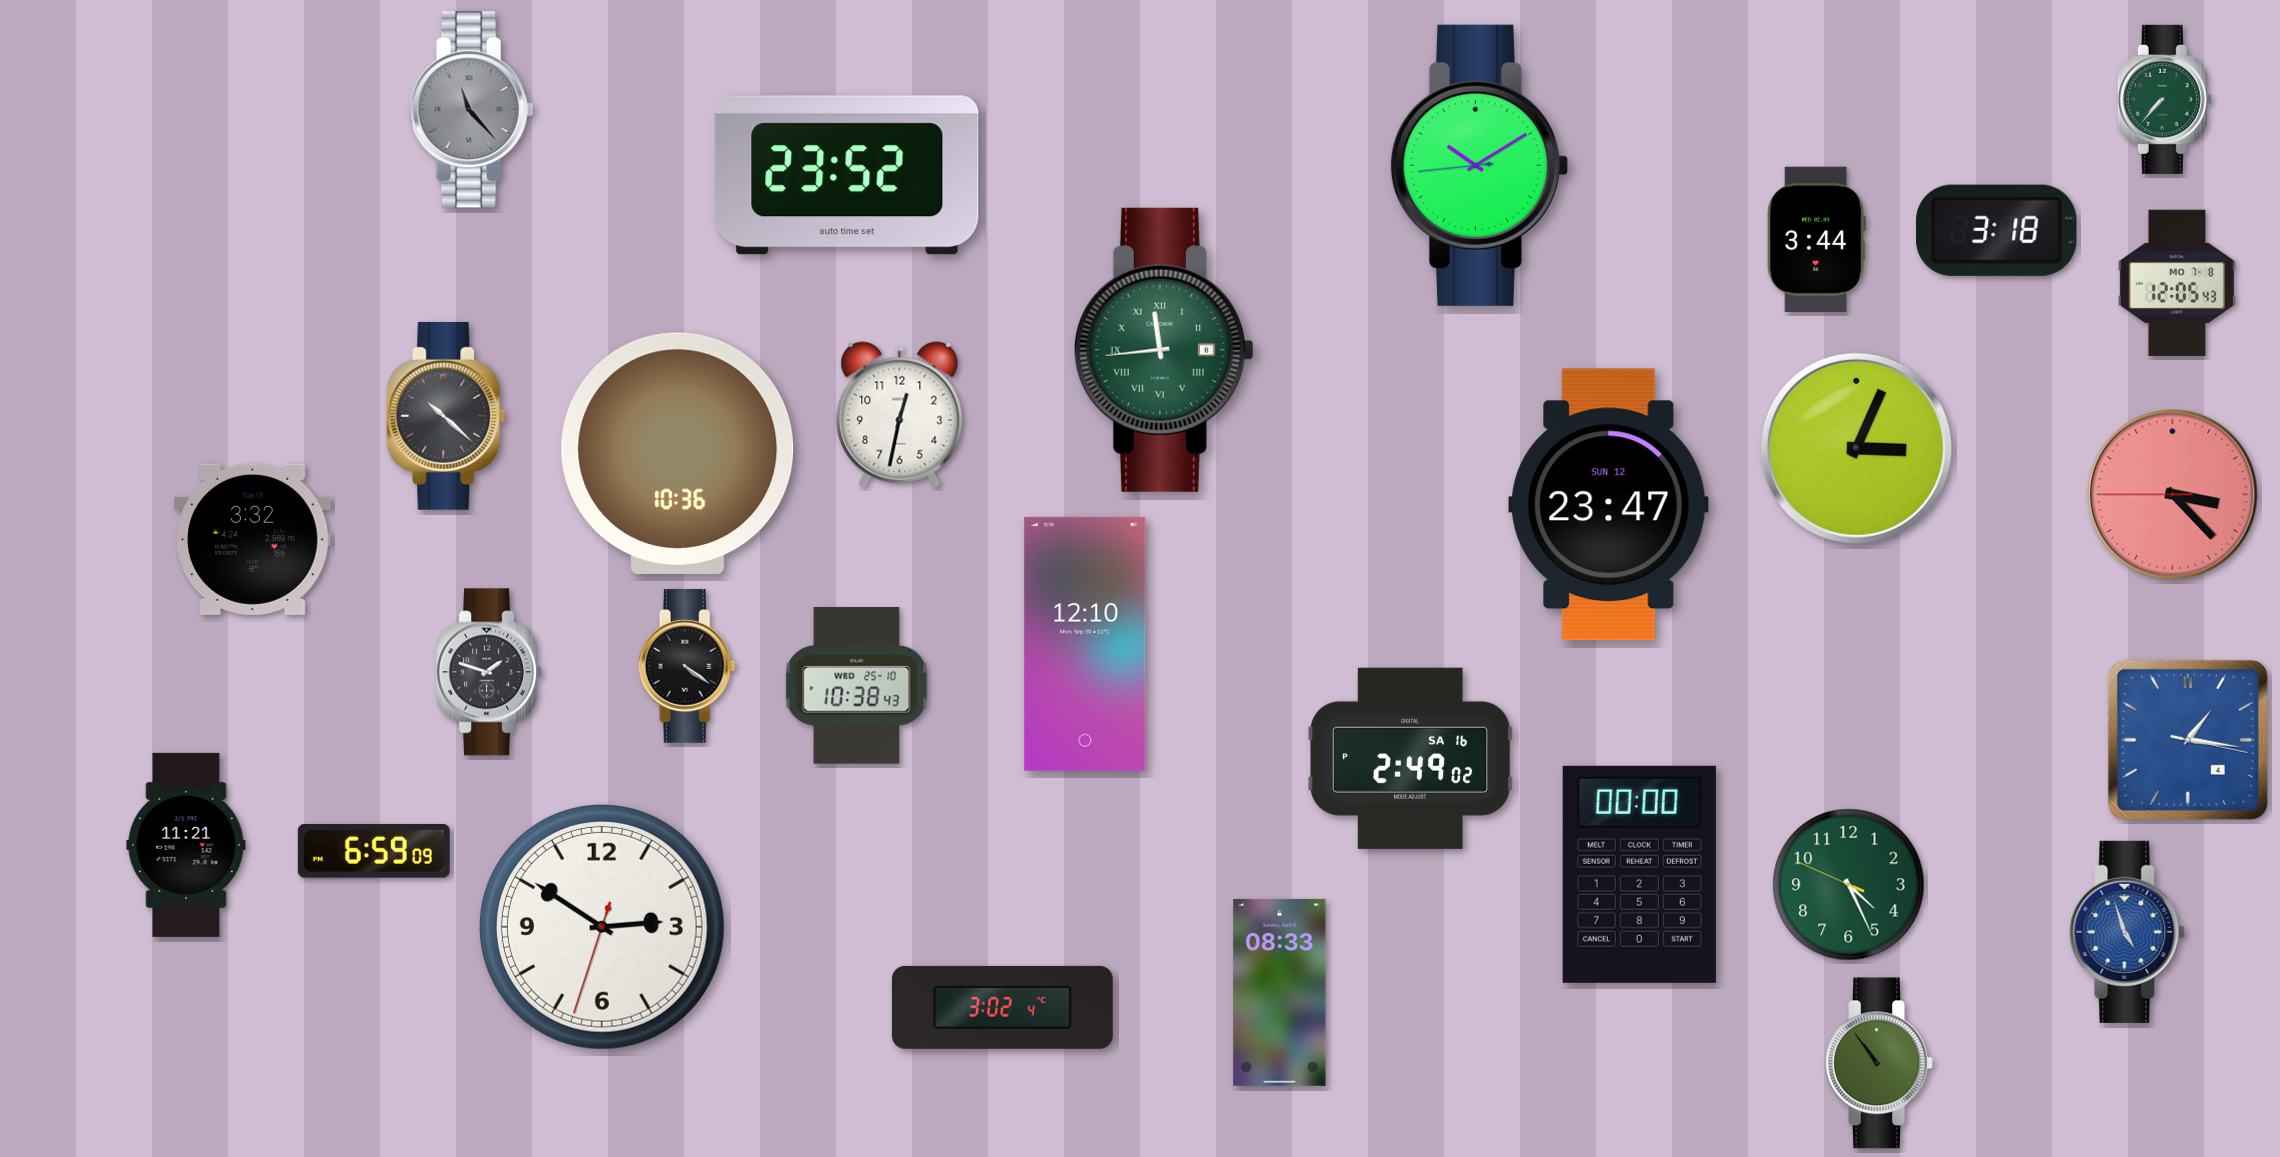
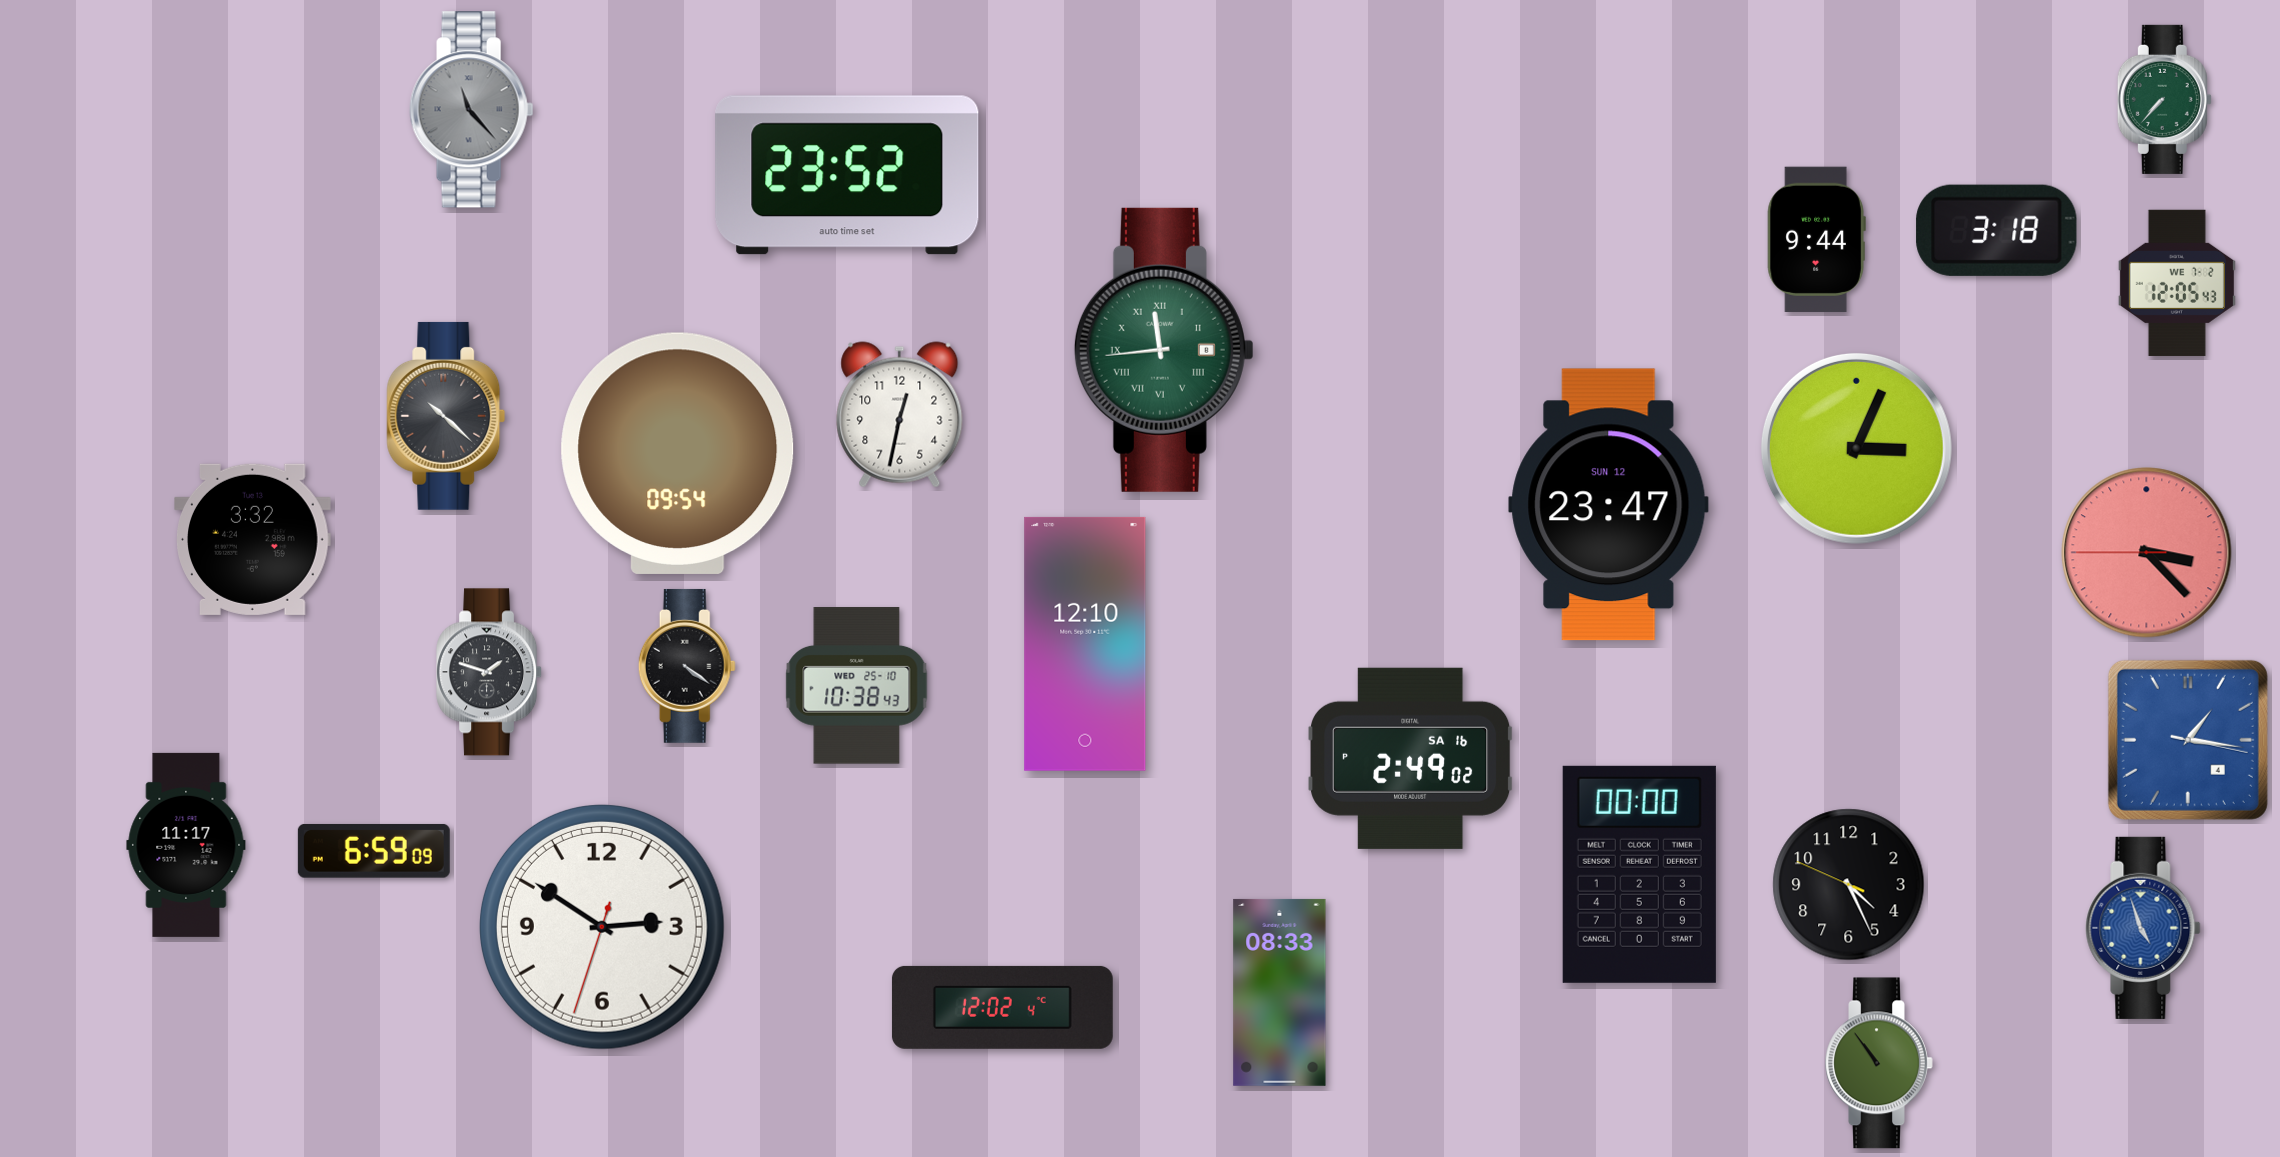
clock at (1479, 165): 10:09 -> none
clock at (1816, 239): 3:44 -> 9:44
clock at (2177, 283) date: MO 7-8 -> WE 7-2
clock at (678, 453): 10:36 -> 09:54
clock at (2173, 495) position: (2173, 495) -> (2147, 553)
clock at (186, 845): 11:21 -> 11:17
clock at (1849, 885) dial: green -> black
clock at (2127, 932) position: (2127, 932) -> (2143, 928)
clock at (1002, 1007): 3:02 -> 12:02
